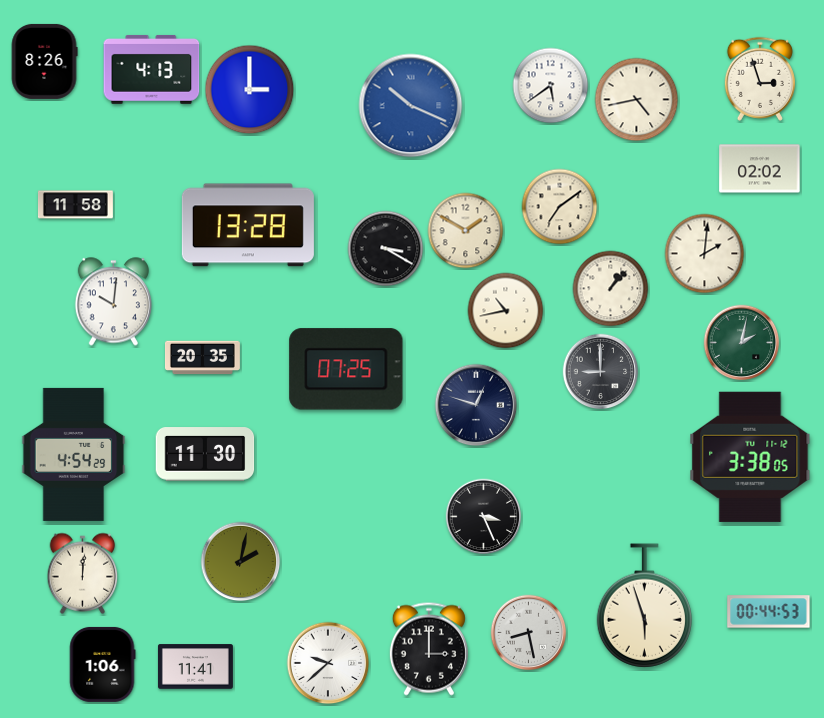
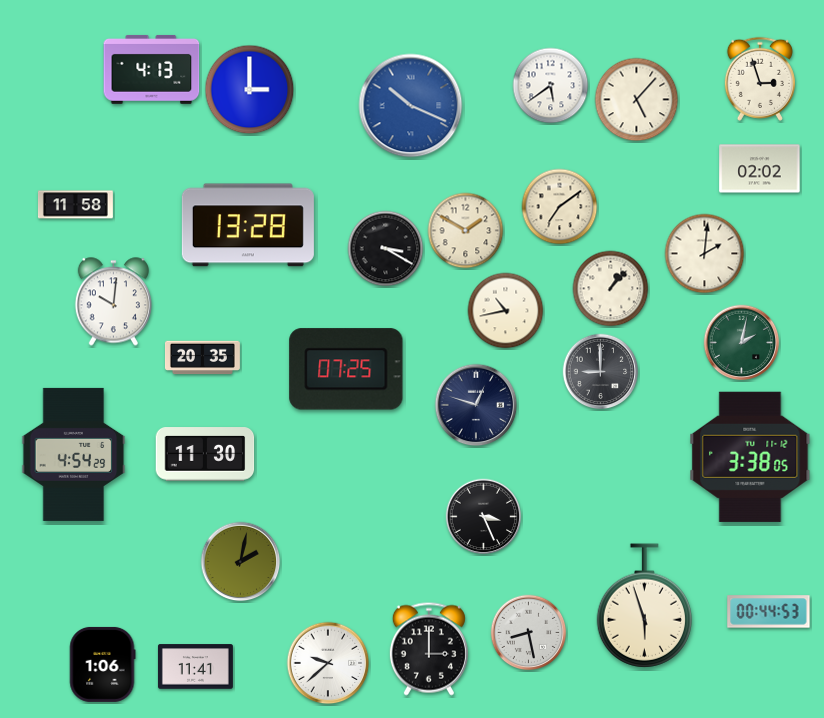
clock at (44, 61): 8:26 -> none
clock at (637, 100): 4:43 -> 5:07
clock at (83, 573): 12:01 -> none
